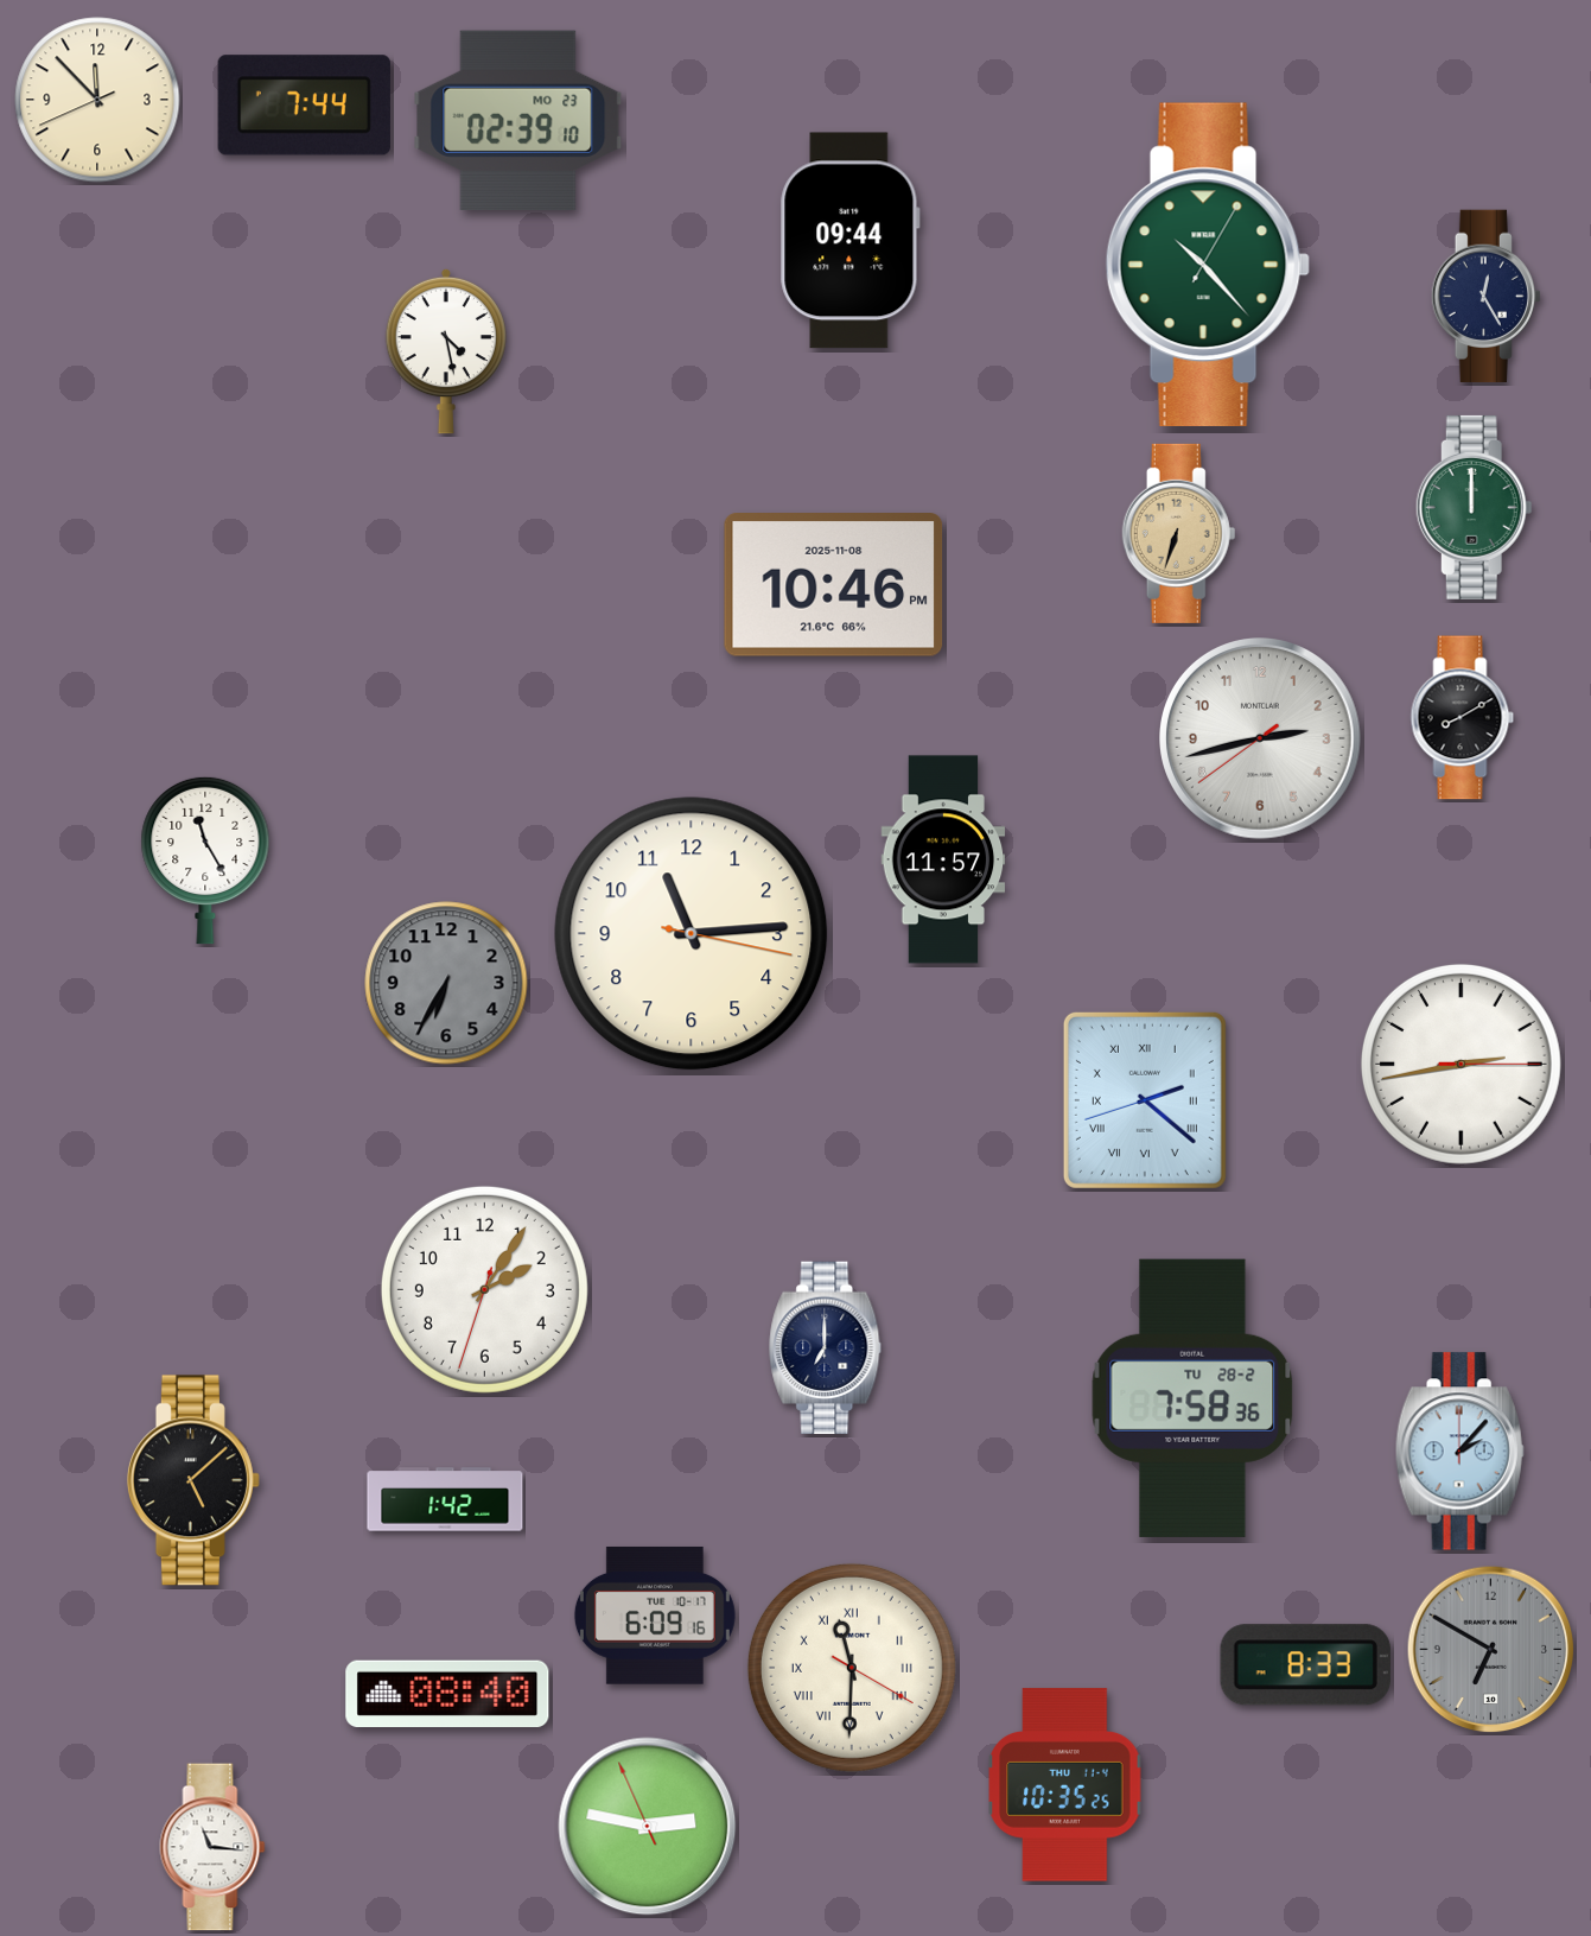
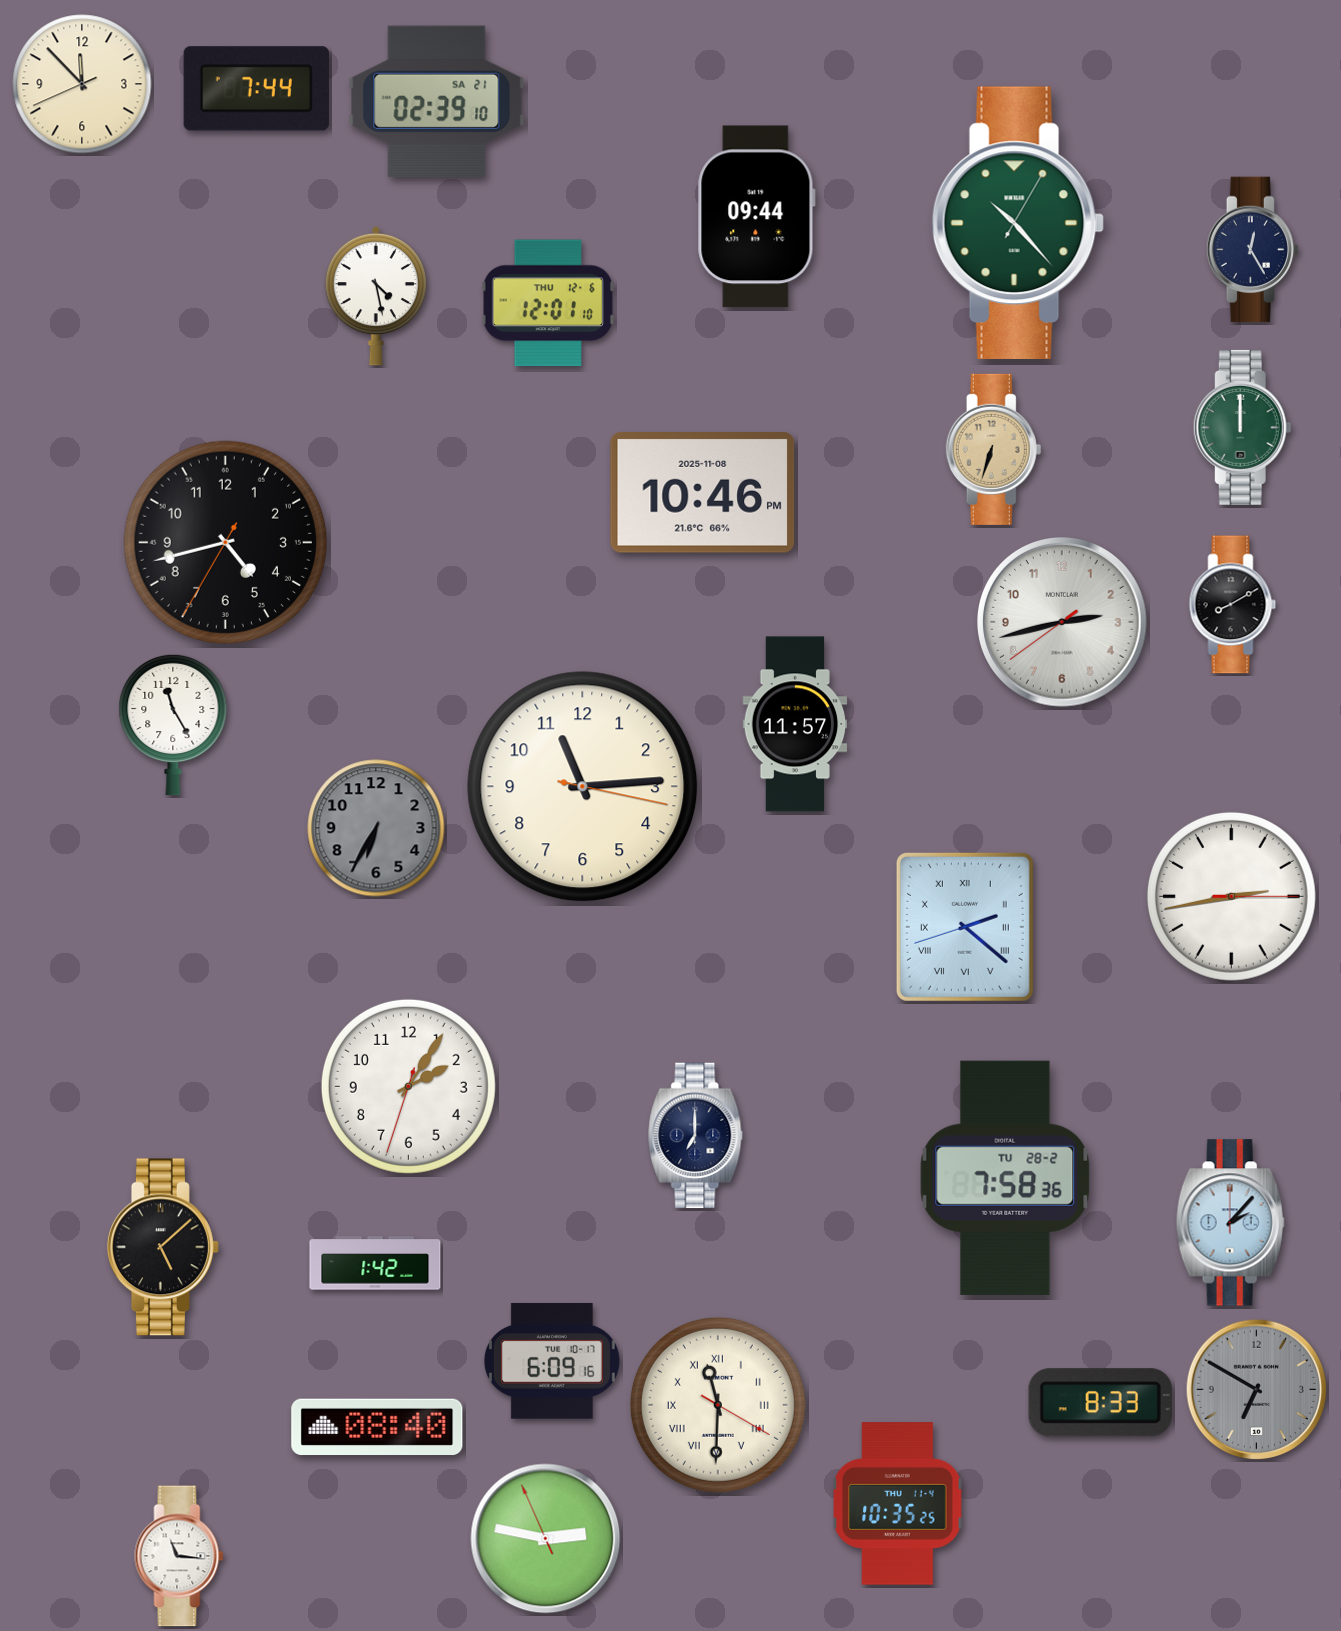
clock at (518, 120) date: MO 23 -> SA 21
clock at (849, 241) position: (849, 241) -> (756, 217)
clock at (547, 303): none -> 12:01
clock at (225, 542): none -> 4:42
